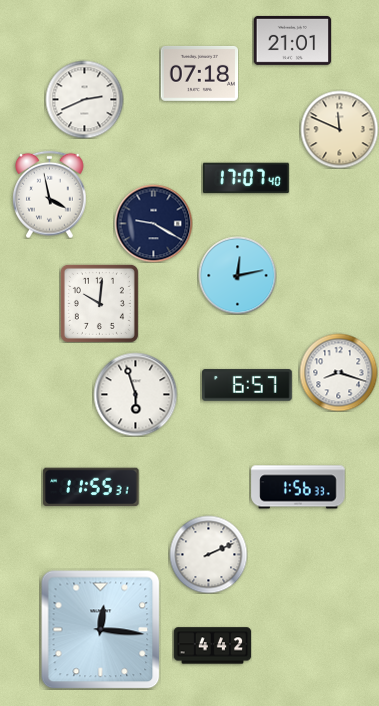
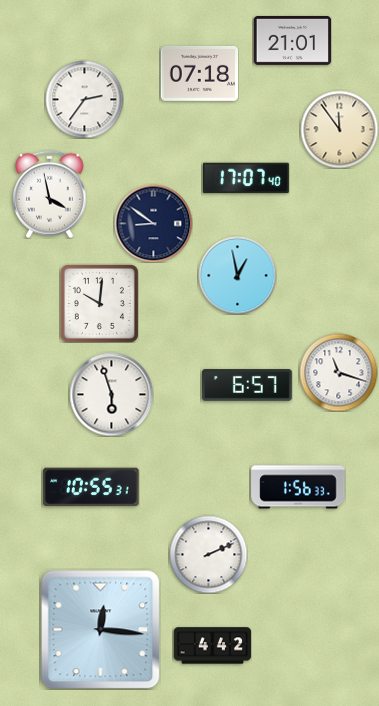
clock at (84, 99): 2:41 -> 2:36
clock at (339, 129): 11:49 -> 11:54
clock at (153, 223): 9:20 -> 8:51
clock at (237, 275): 12:13 -> 12:58
clock at (338, 372): 8:18 -> 11:18
clock at (135, 394) position: (135, 394) -> (111, 394)
clock at (91, 487): 11:55 -> 10:55
